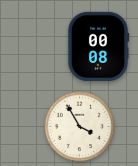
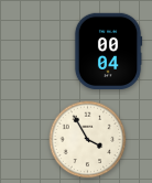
clock at (98, 46): 00:08 -> 00:04
